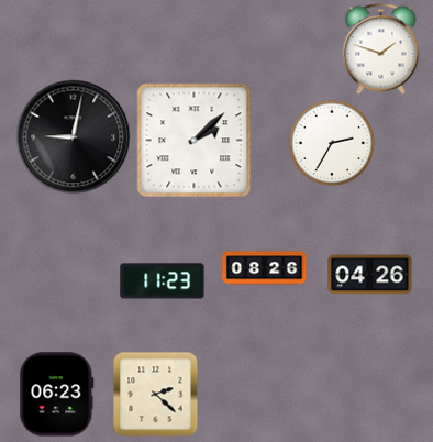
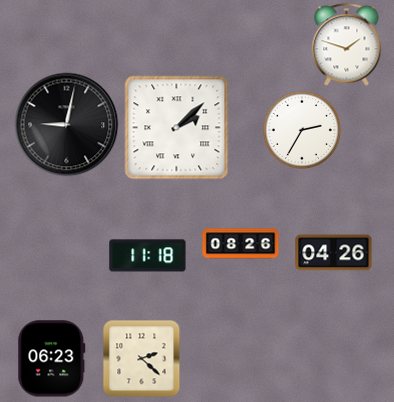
clock at (370, 275) position: (370, 275) -> (334, 253)
clock at (163, 281): 11:23 -> 11:18
